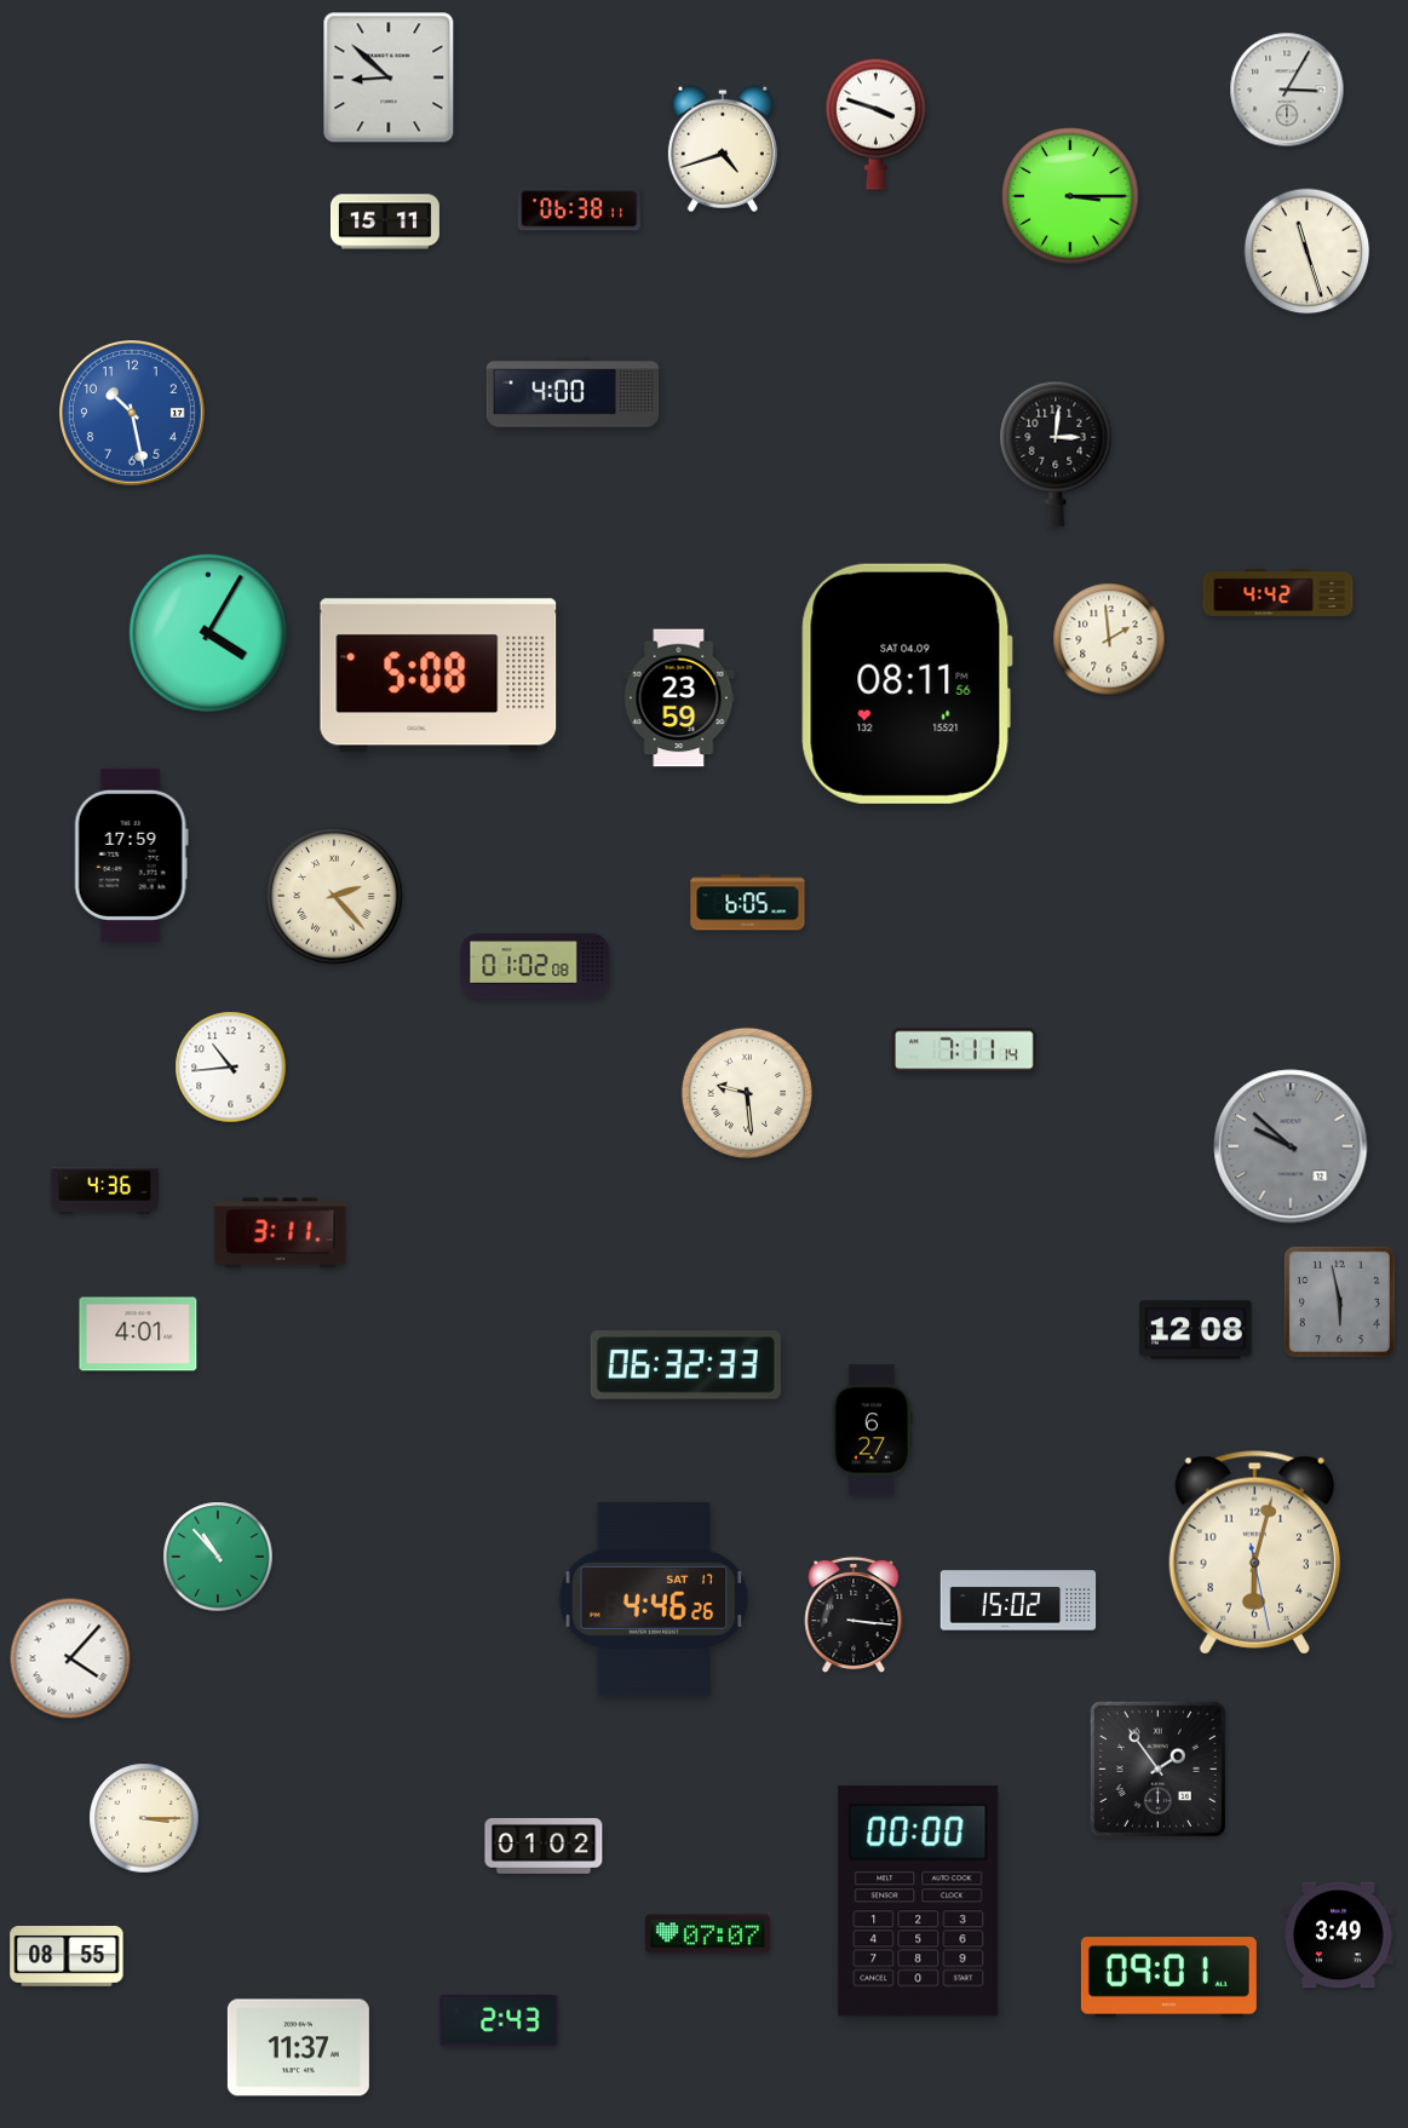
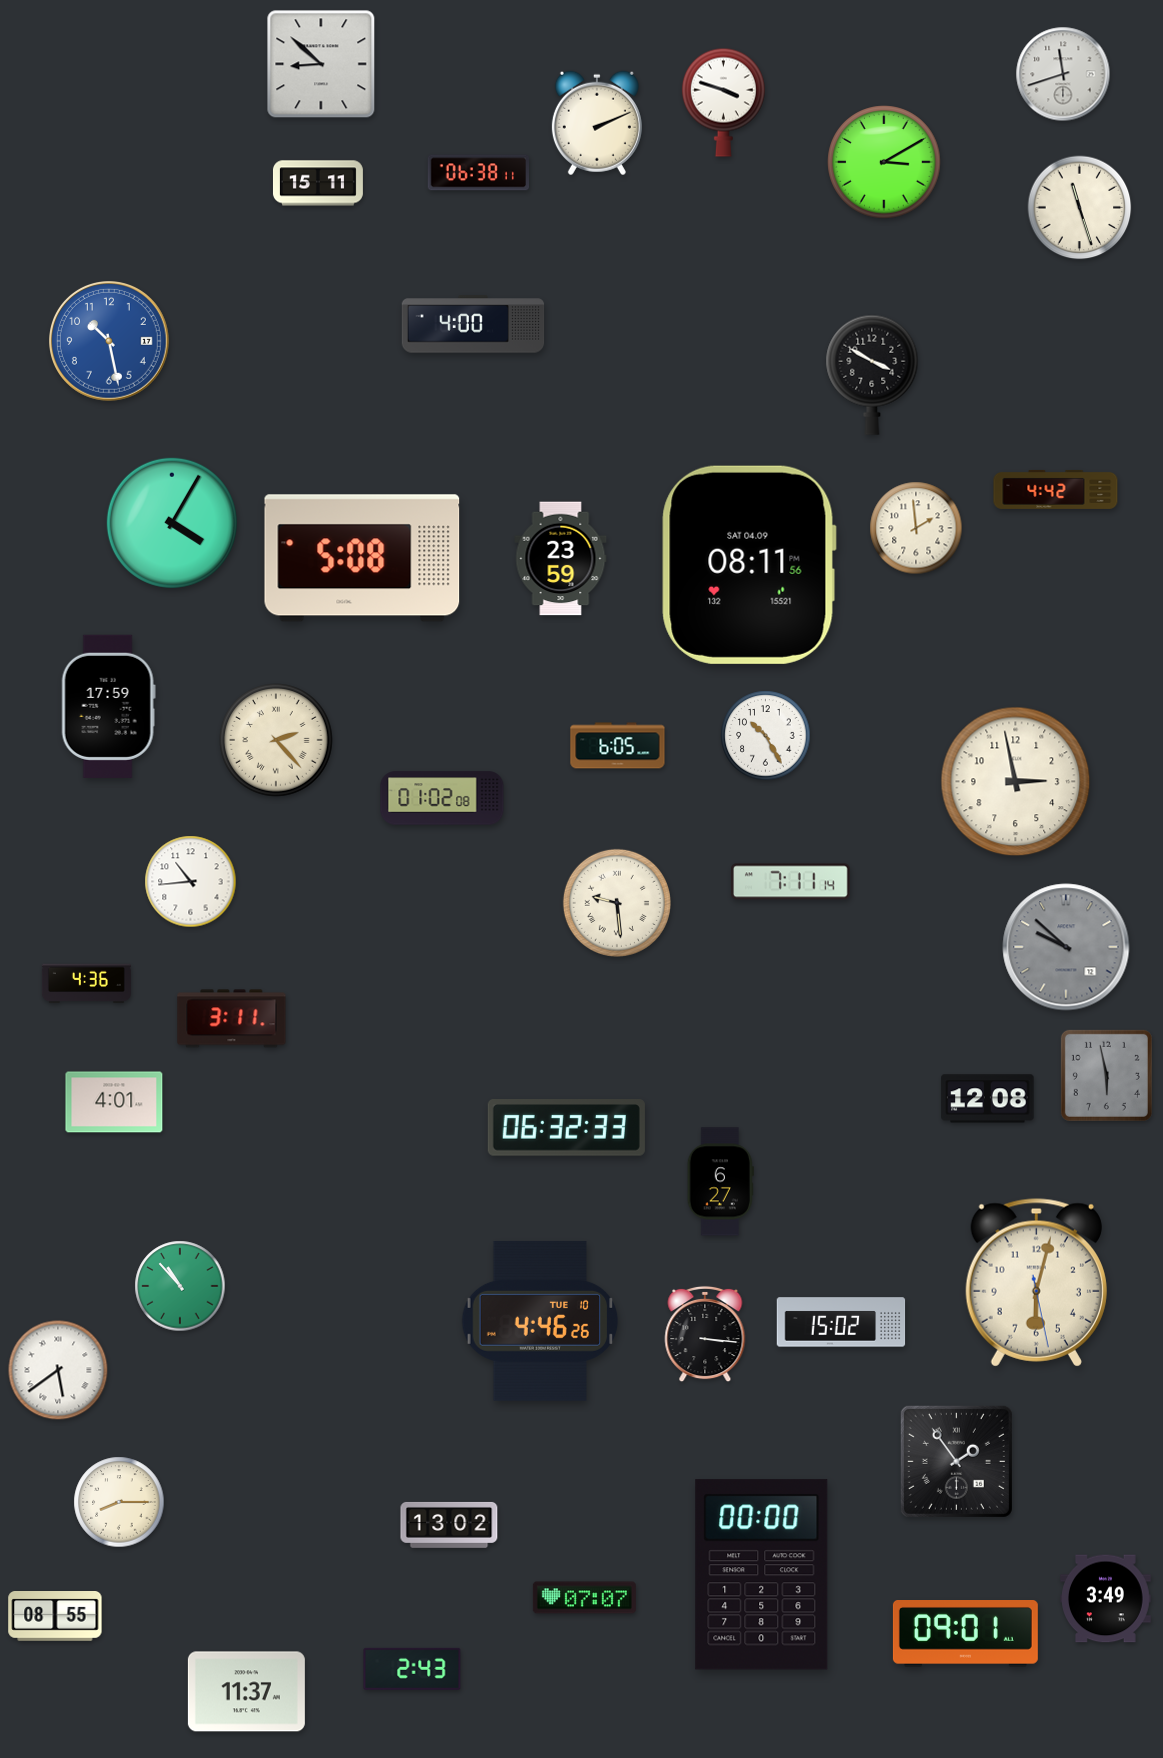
clock at (1287, 90): 3:05 -> 11:42
clock at (723, 149): 4:42 -> 2:11
clock at (1070, 196): 3:15 -> 3:10
clock at (1056, 454): 3:01 -> 3:50
clock at (679, 698) position: (679, 698) -> (561, 559)
clock at (766, 736): none -> 10:25
clock at (1016, 782): none -> 2:58
clock at (965, 1051) position: (965, 1051) -> (791, 882)
clock at (654, 1599) date: SAT 17 -> TUE 10
clock at (70, 1658): 4:07 -> 5:39
clock at (144, 1818): 3:15 -> 8:15
clock at (544, 1846): 01:02 -> 13:02
clock at (919, 1902) position: (919, 1902) -> (762, 1575)
